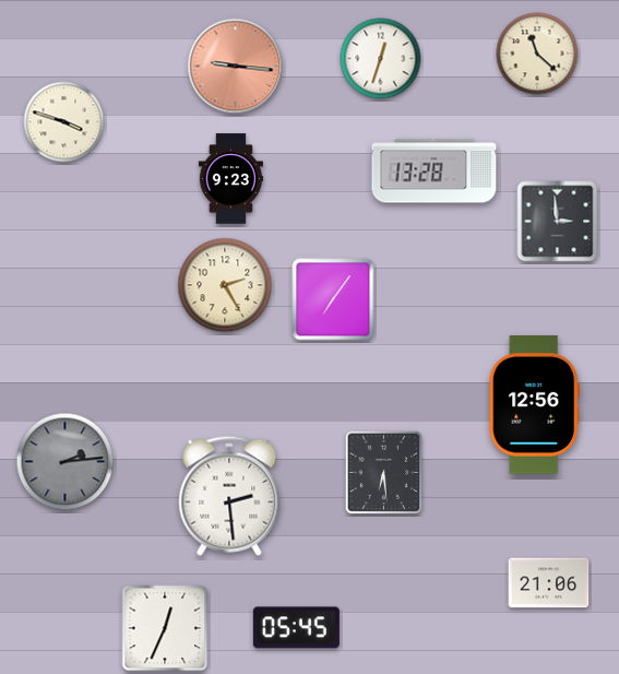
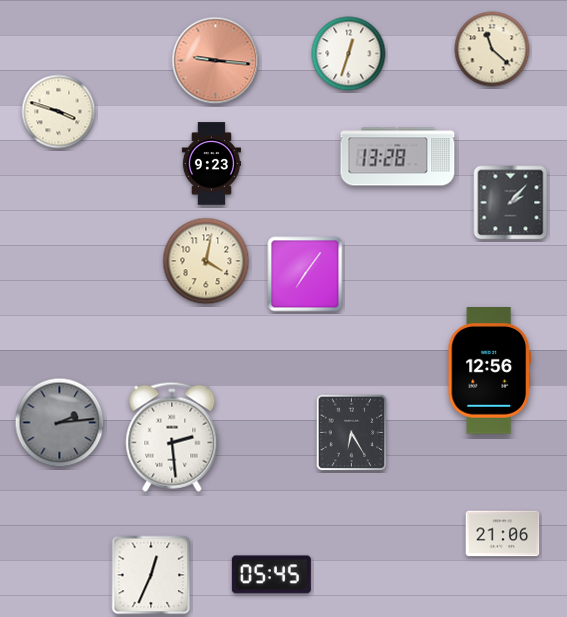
clock at (558, 222): 2:59 -> 2:07
clock at (225, 285): 2:25 -> 4:02
clock at (384, 473): 6:29 -> 6:25
clock at (229, 496) position: (229, 496) -> (172, 437)
